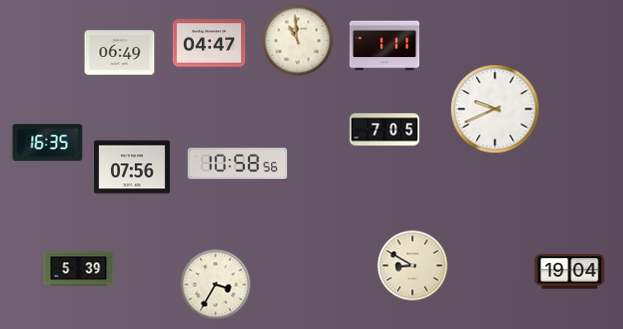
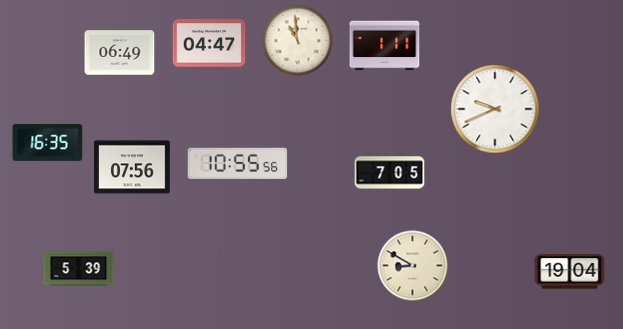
clock at (385, 130) position: (385, 130) -> (390, 173)
clock at (238, 164): 10:58 -> 10:55
clock at (216, 285): 3:35 -> none
